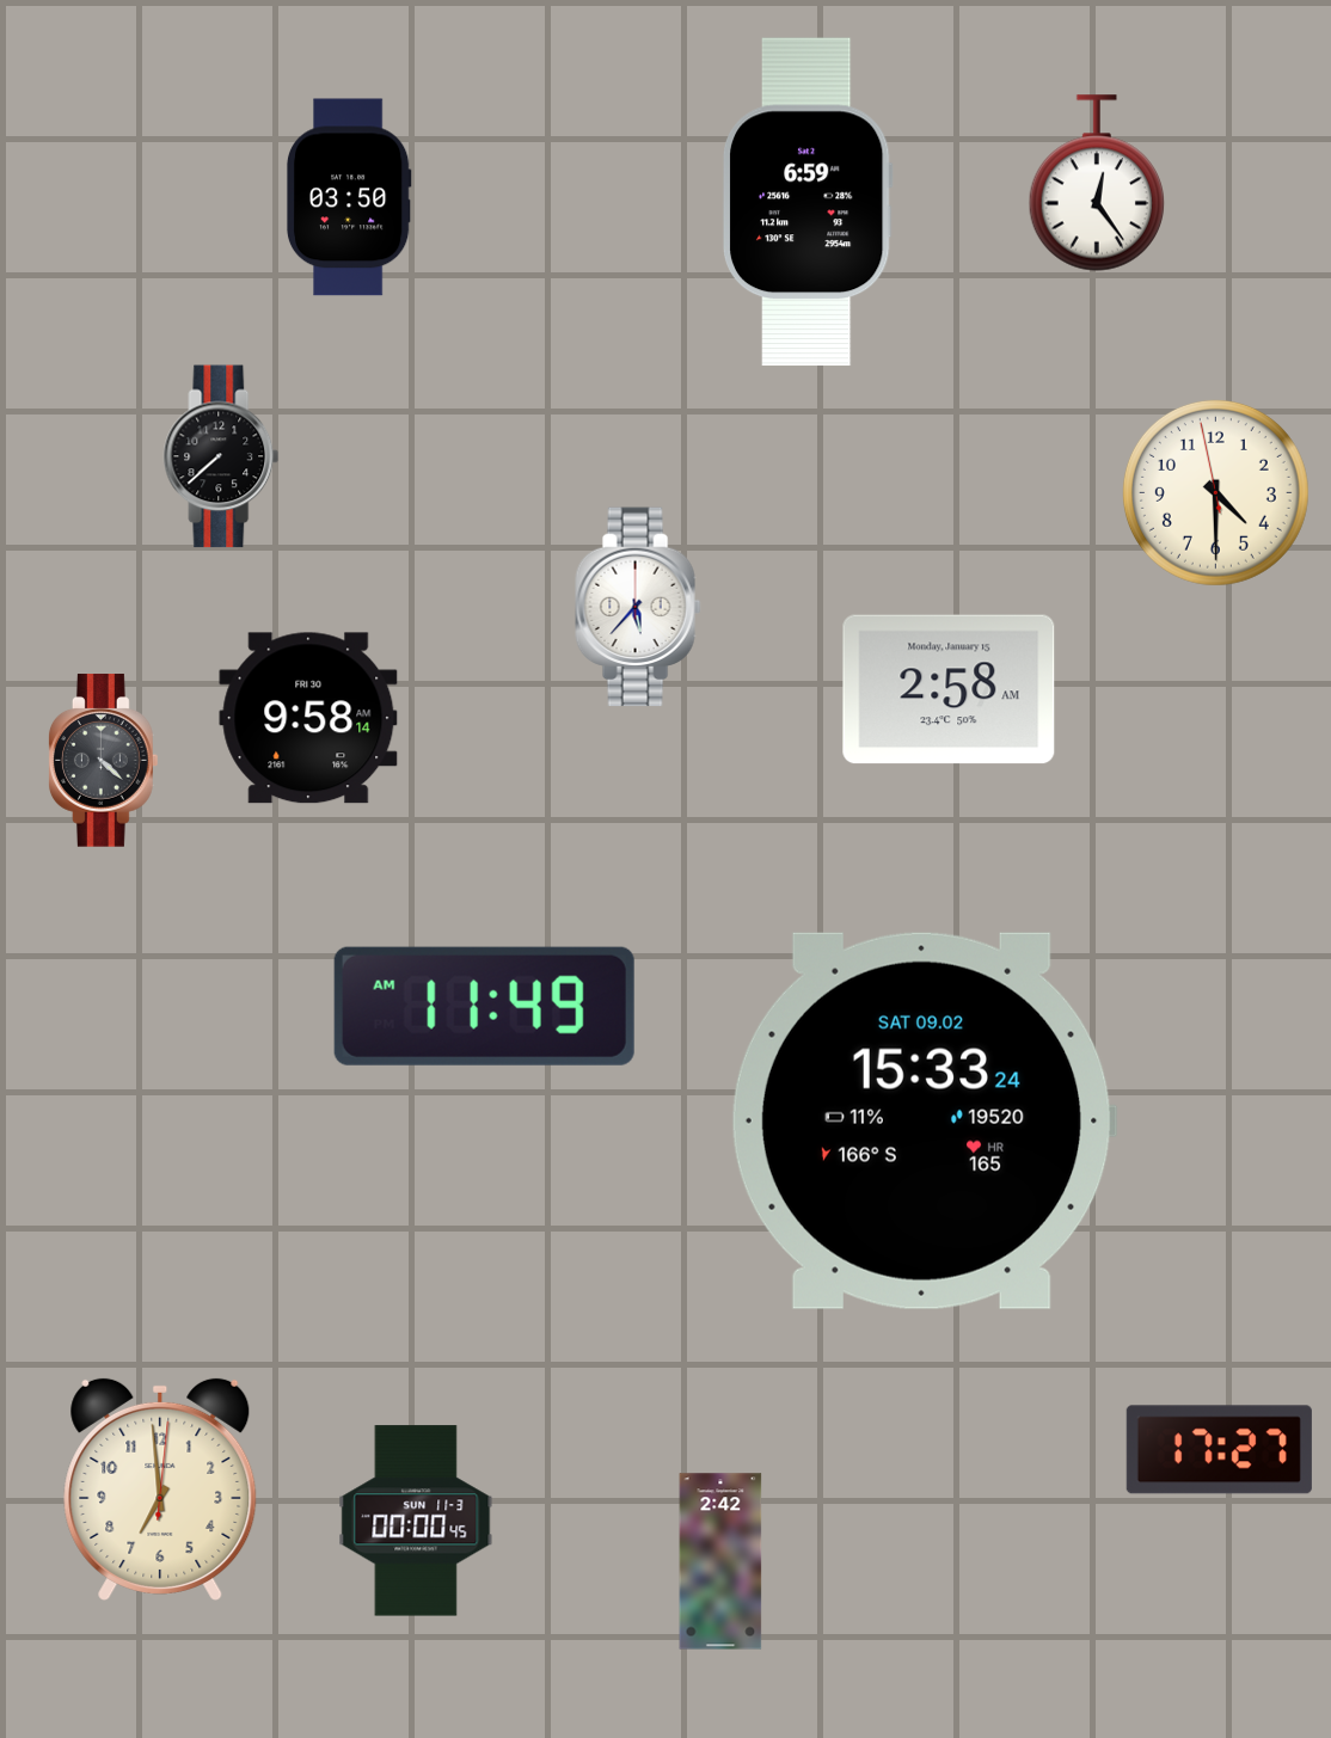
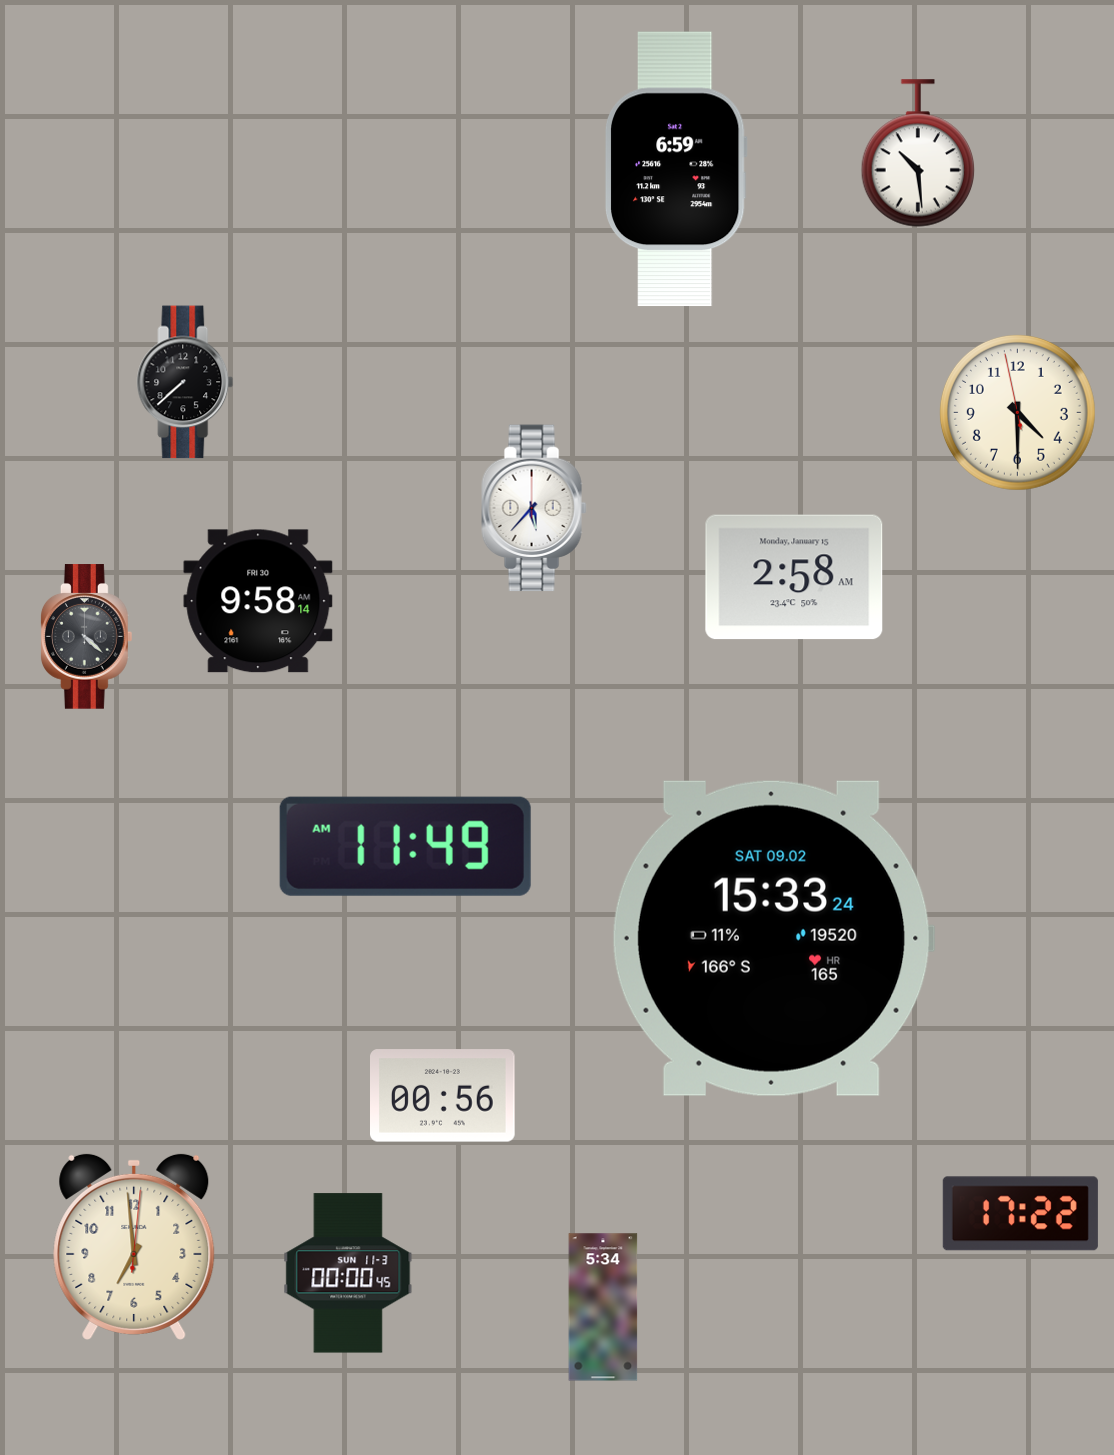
clock at (1096, 183): 12:24 -> 10:29
clock at (349, 197): 03:50 -> none
clock at (484, 1006) position: (484, 1006) -> (405, 846)
clock at (443, 1096): none -> 00:56
clock at (1219, 1450): 17:27 -> 17:22
clock at (720, 1561): 2:42 -> 5:34
